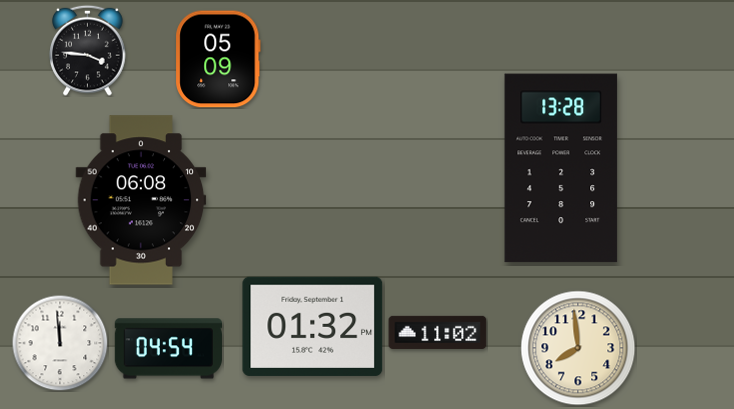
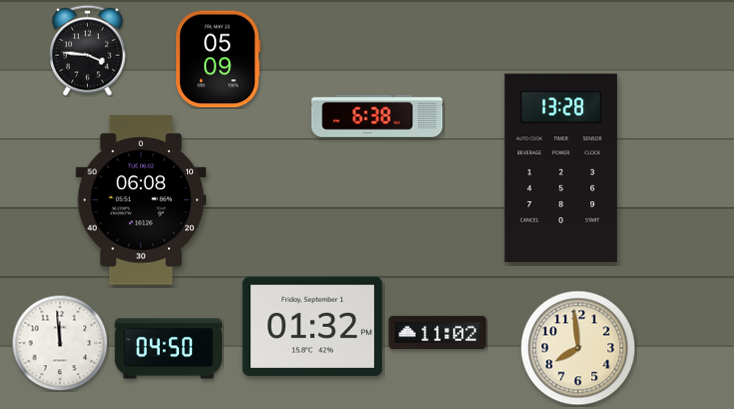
clock at (377, 116): none -> 6:38
clock at (168, 349): 04:54 -> 04:50
